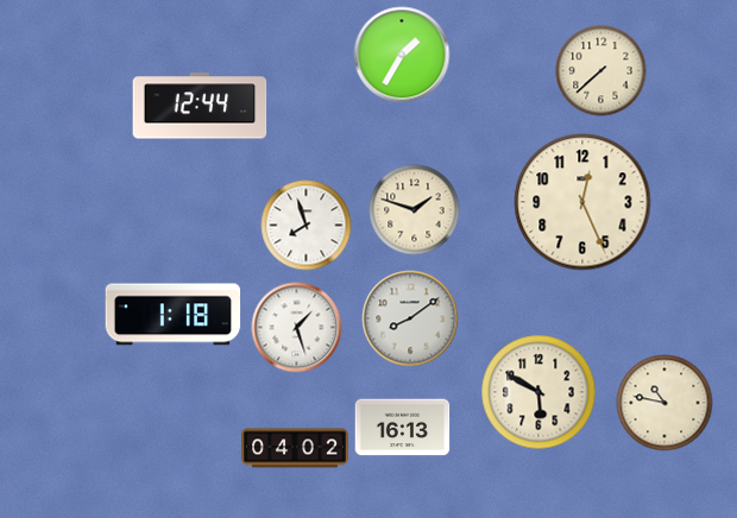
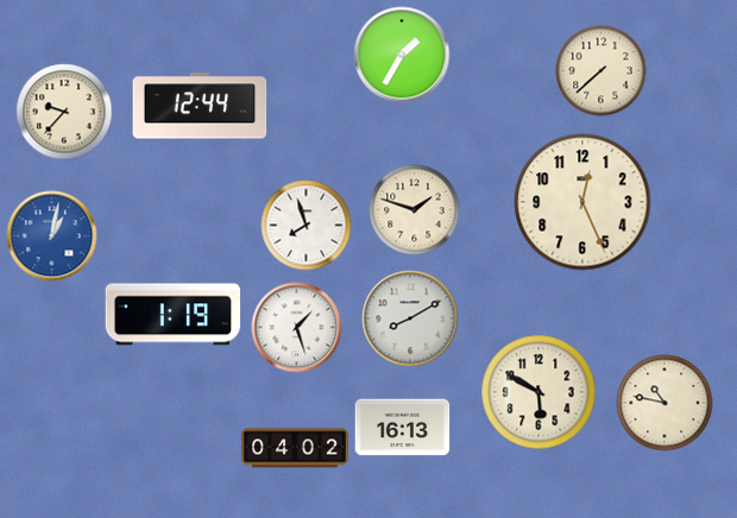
clock at (64, 112): none -> 9:37
clock at (52, 236): none -> 1:02
clock at (174, 315): 1:18 -> 1:19
clock at (410, 318): 8:09 -> 8:10
